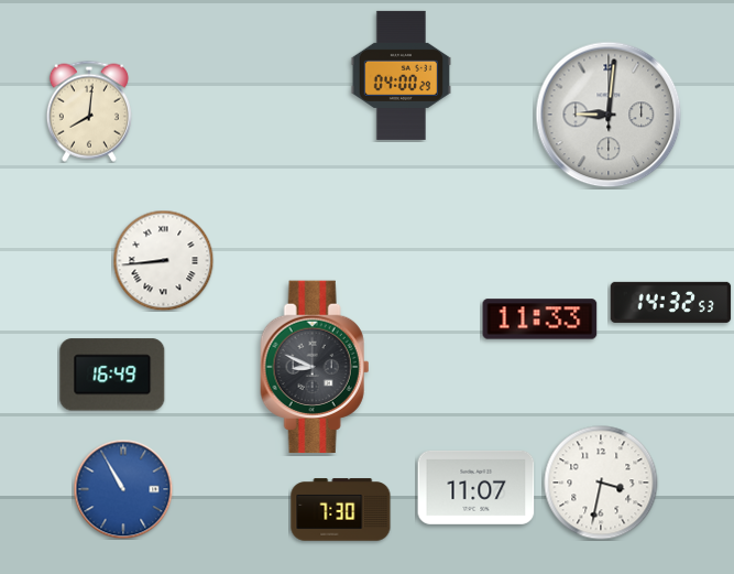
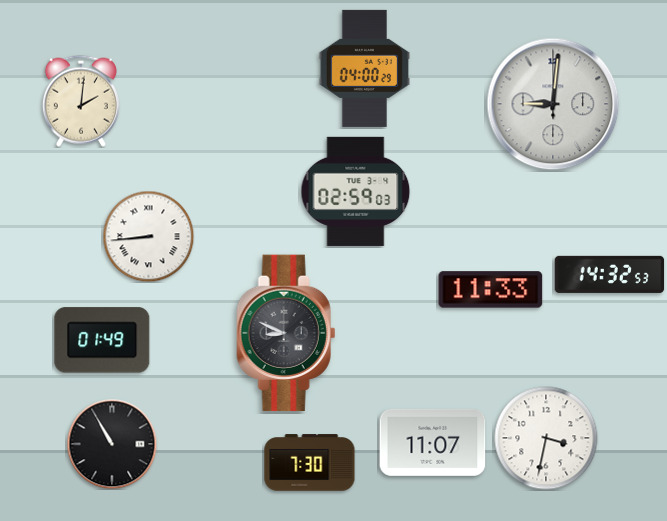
clock at (89, 111): 8:01 -> 2:01
clock at (356, 191): none -> 02:59
clock at (112, 375): 16:49 -> 01:49
clock at (123, 489) dial: blue -> black
